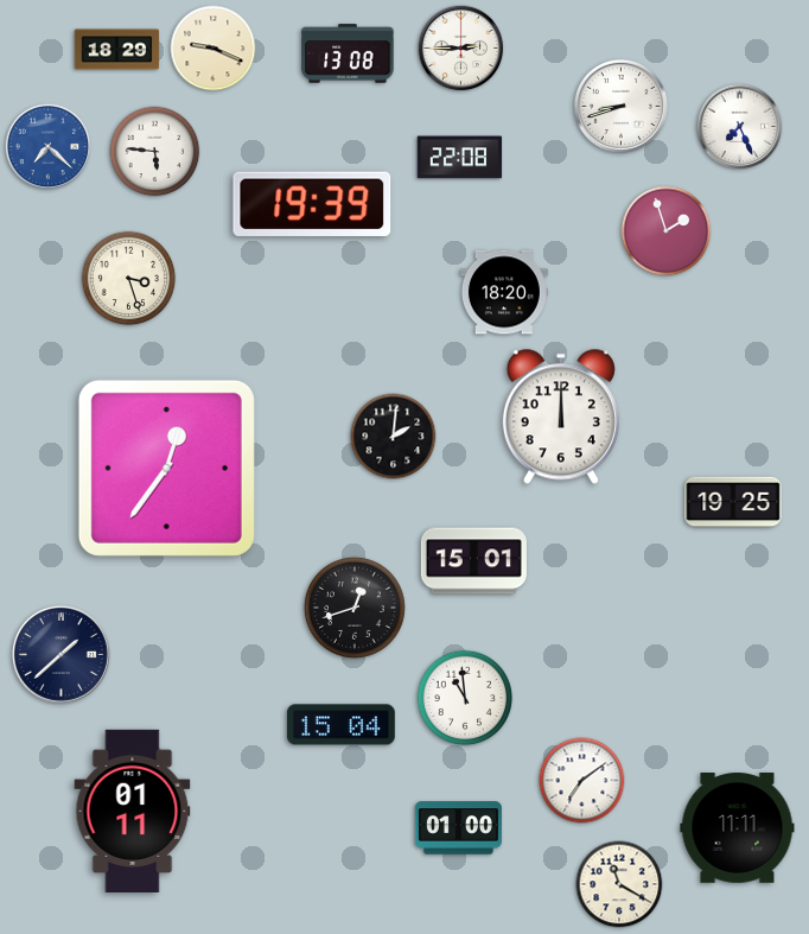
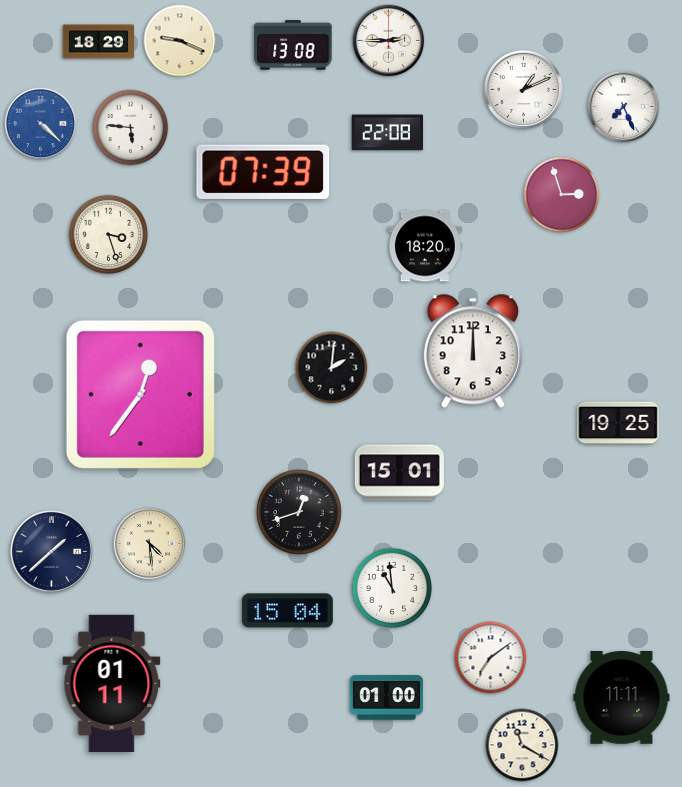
clock at (620, 106): 8:42 -> 1:11
clock at (49, 147): 7:22 -> 4:22
clock at (312, 204): 19:39 -> 07:39
clock at (667, 231): 1:57 -> 2:57
clock at (150, 544): none -> 4:29
